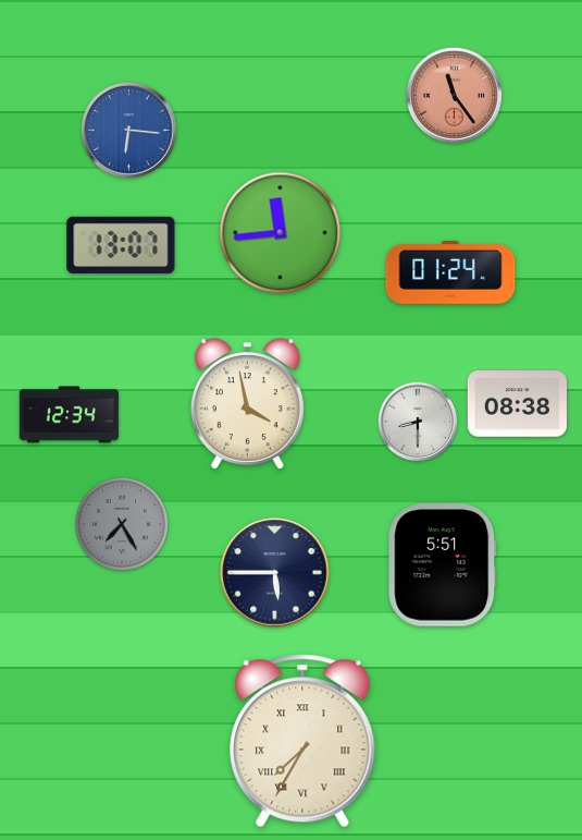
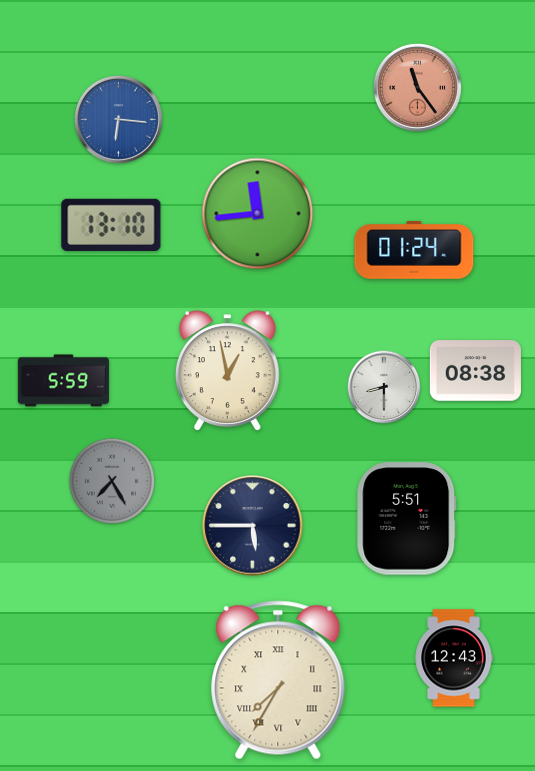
clock at (121, 245): 13:07 -> 13:10
clock at (247, 403): 3:58 -> 12:58
clock at (69, 415): 12:34 -> 5:59
clock at (454, 658): none -> 12:43
